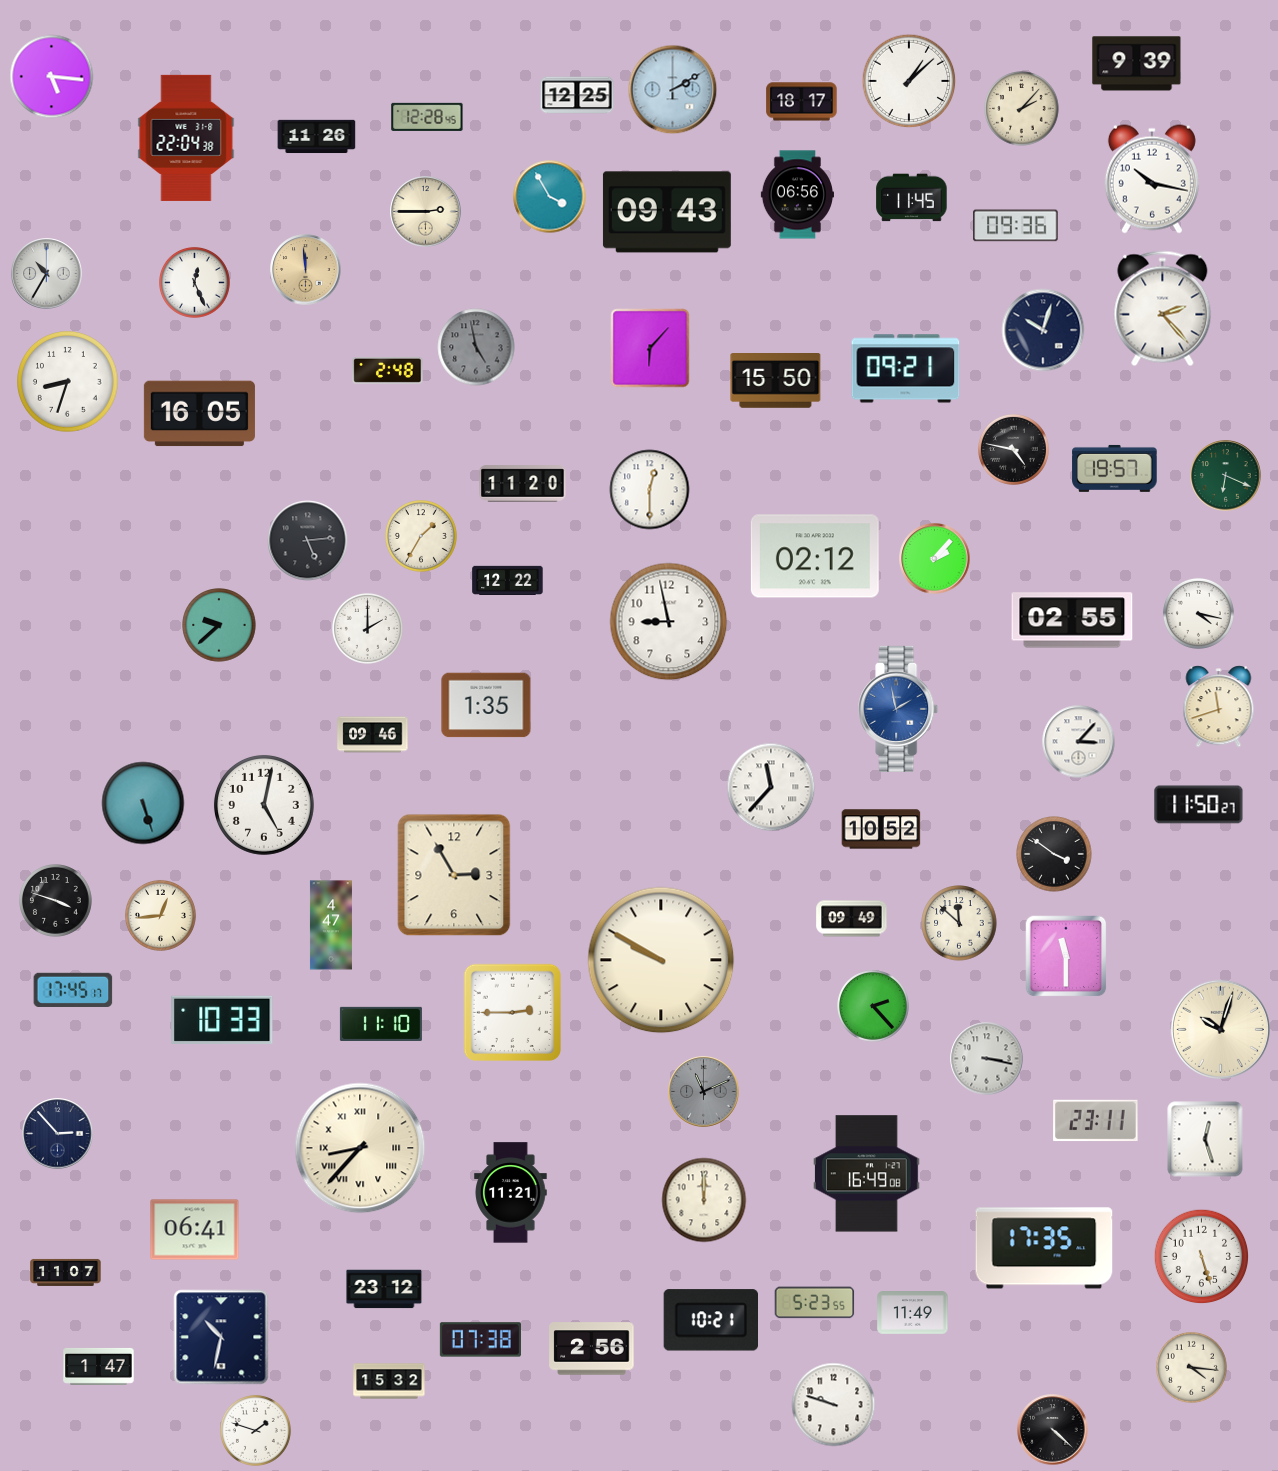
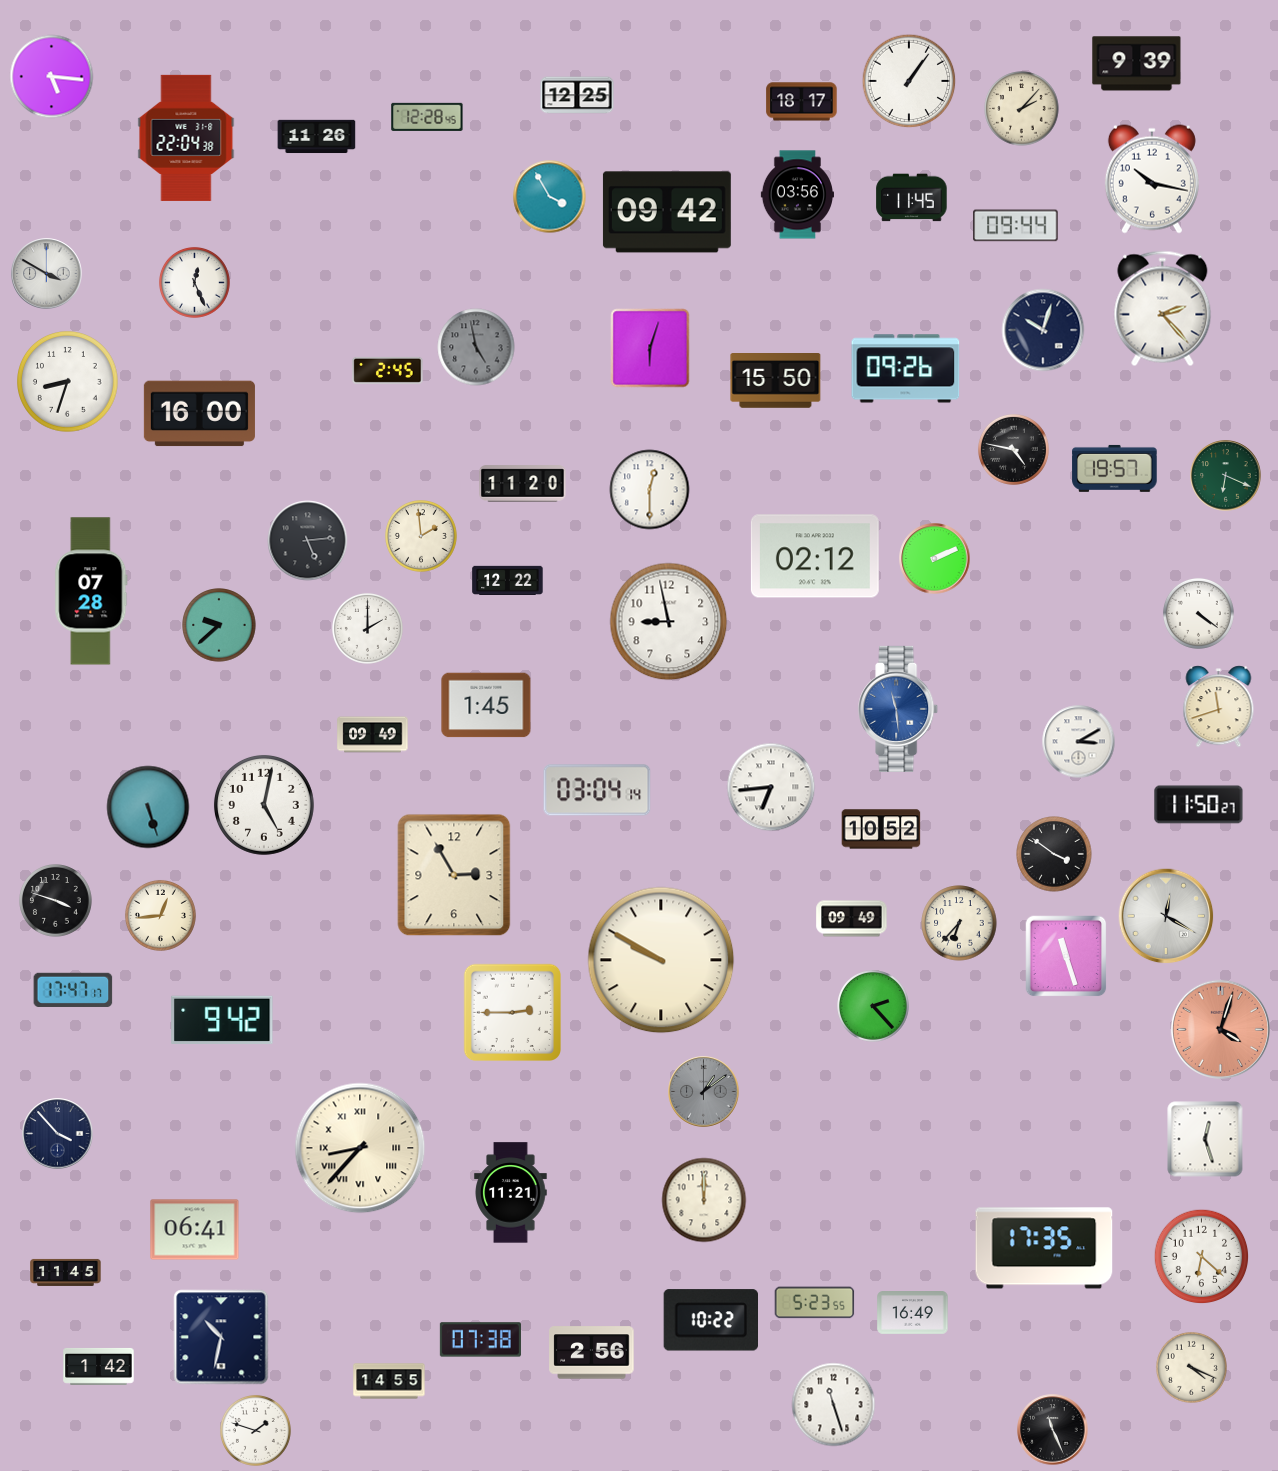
clock at (909, 81): 1:08 -> 1:06
clock at (673, 90): 2:10 -> none
clock at (797, 195): 06:56 -> 03:56
clock at (426, 212): 2:45 -> none
clock at (667, 212): 09:43 -> 09:42
clock at (1016, 226): 09:36 -> 09:44
clock at (306, 270): 11:59 -> none
clock at (47, 274): 10:35 -> 3:50
clock at (650, 348): 6:07 -> 6:03
clock at (906, 369): 09:21 -> 09:26
clock at (388, 370): 2:48 -> 2:45
clock at (199, 414): 16:05 -> 16:00
clock at (422, 537): 1:35 -> 1:59
clock at (935, 559): 2:07 -> 2:11
clock at (91, 591): none -> 07:28
clock at (1198, 613): 4:17 -> 4:21
clock at (1072, 620): 02:55 -> none
clock at (486, 705): 1:35 -> 1:45
clock at (899, 709): 1:58 -> 11:29
clock at (373, 735): 09:46 -> 09:49
clock at (1079, 742): 3:07 -> 3:10
clock at (771, 787): 11:37 -> 6:44
clock at (597, 790): none -> 03:04
clock at (143, 803) position: (143, 803) -> (148, 807)
clock at (1166, 916): none -> 12:20
clock at (959, 923): 11:52 -> 6:37
clock at (331, 925): 4:47 -> none
clock at (1066, 956): 11:30 -> 11:27
clock at (73, 990): 17:45 -> 17:47
clock at (222, 1020): 10:33 -> 9:42
clock at (381, 1024): 11:10 -> none
clock at (1220, 1029): 10:03 -> 4:03
clock at (1220, 1029) dial: cream -> salmon
clock at (987, 1059): 3:17 -> none
clock at (704, 1092): 11:11 -> 1:09
clock at (1096, 1121): 23:11 -> none
clock at (58, 1134): 2:53 -> 3:53
clock at (867, 1174): 16:49 -> none
clock at (1202, 1257): 5:27 -> 6:22
clock at (66, 1272): 11:07 -> 11:45
clock at (384, 1289): 23:12 -> none
clock at (913, 1313): 11:49 -> 16:49
clock at (710, 1320): 10:21 -> 10:22
clock at (592, 1349) position: (592, 1349) -> (592, 1353)
clock at (99, 1366): 1:47 -> 1:42
clock at (1191, 1367): 4:16 -> 4:19
clock at (389, 1381): 15:32 -> 14:55
clock at (834, 1405): 9:48 -> 11:27
clock at (1053, 1430): 4:22 -> 11:26
